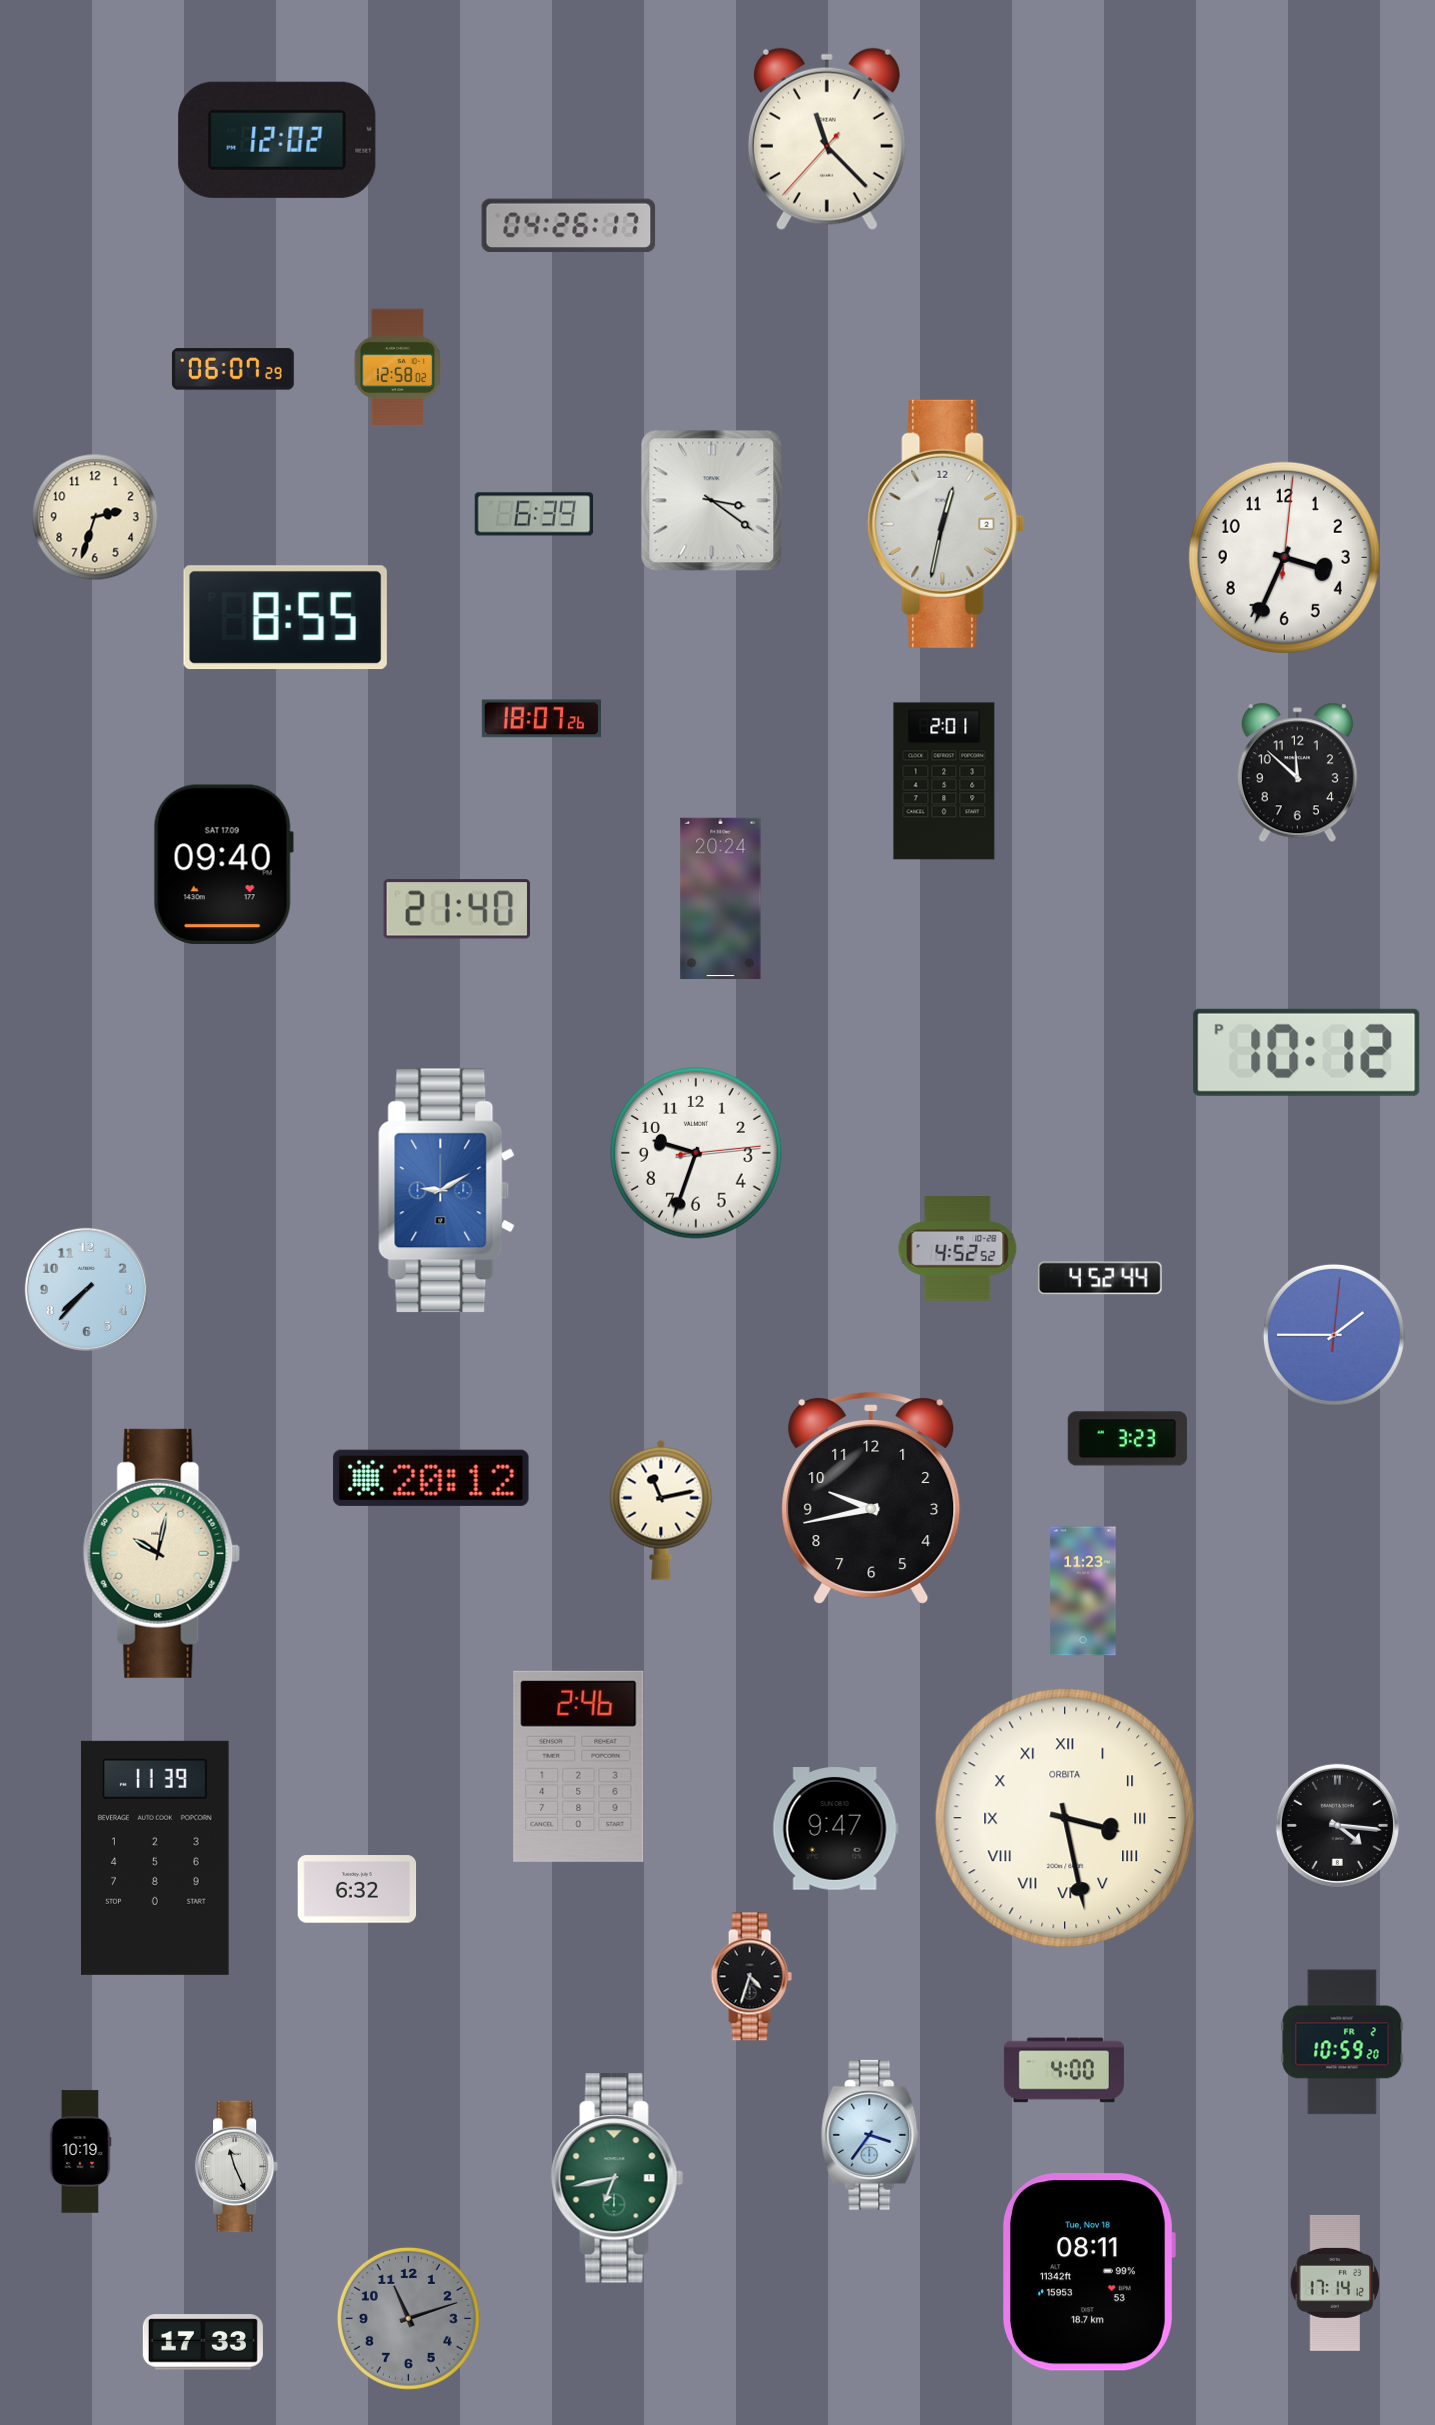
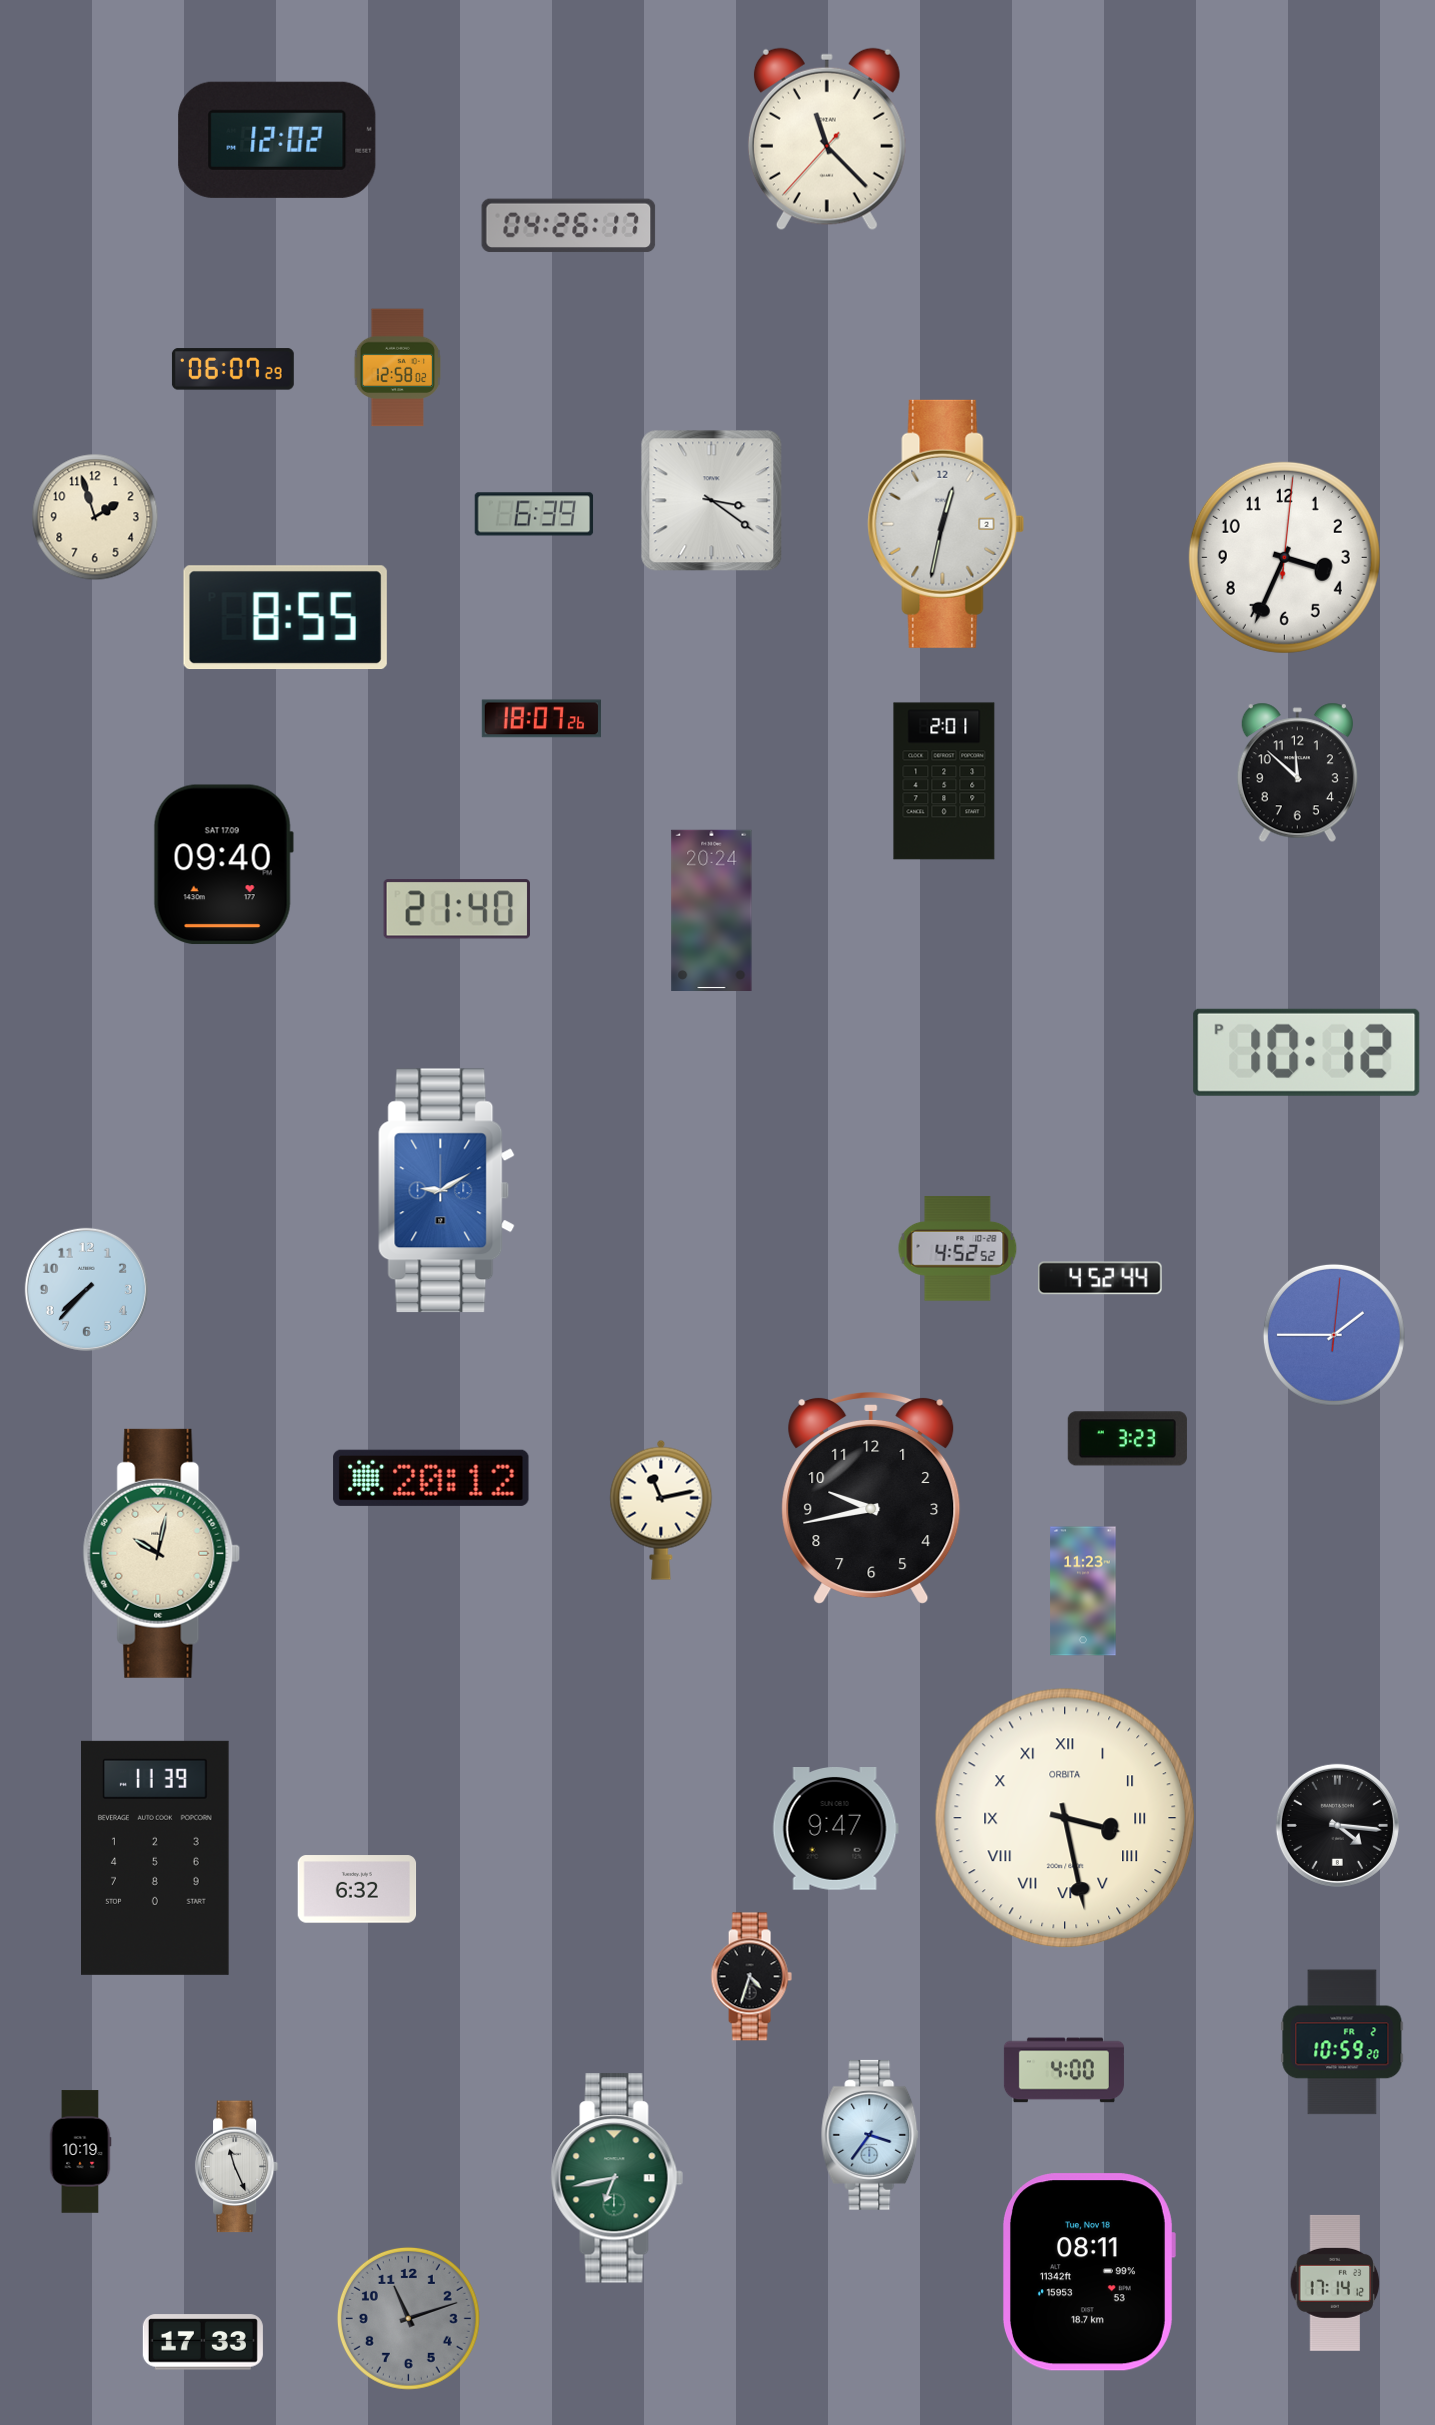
clock at (95, 517): 2:33 -> 1:57
clock at (721, 898) position: (721, 898) -> (712, 910)
clock at (696, 1153): 9:33 -> none
clock at (579, 1766): 2:46 -> none
